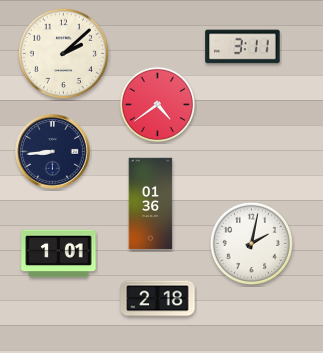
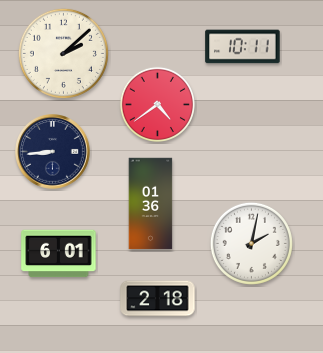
clock at (243, 47): 3:11 -> 10:11
clock at (59, 254): 1:01 -> 6:01
